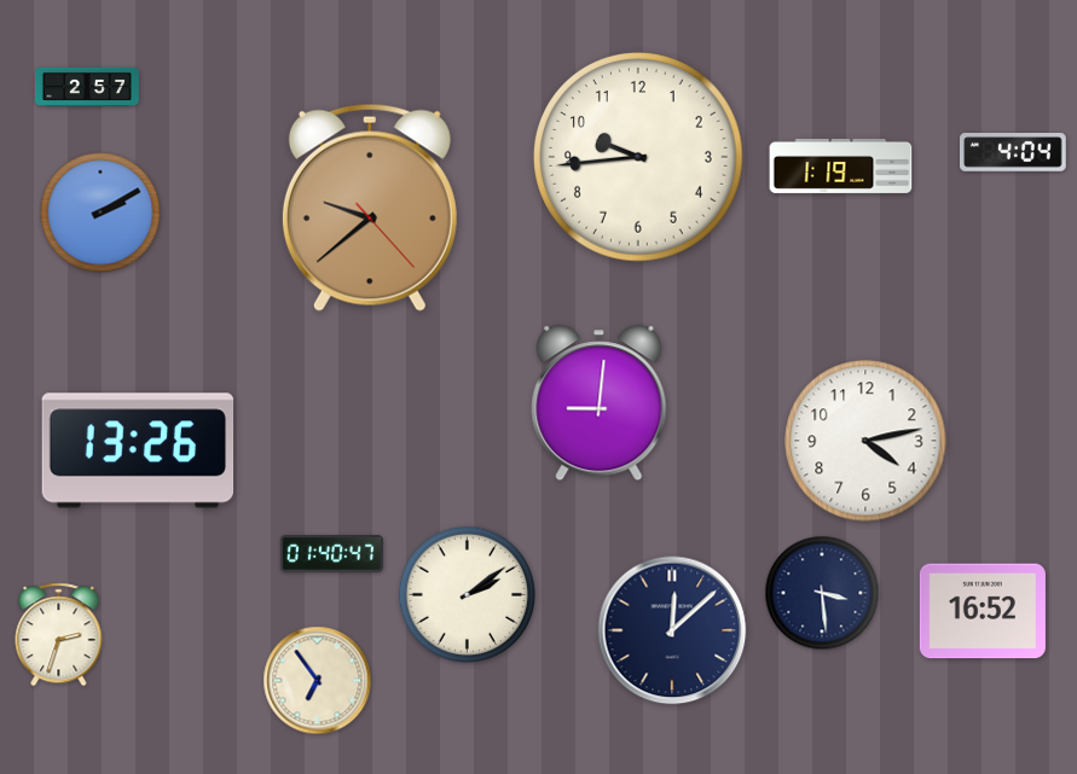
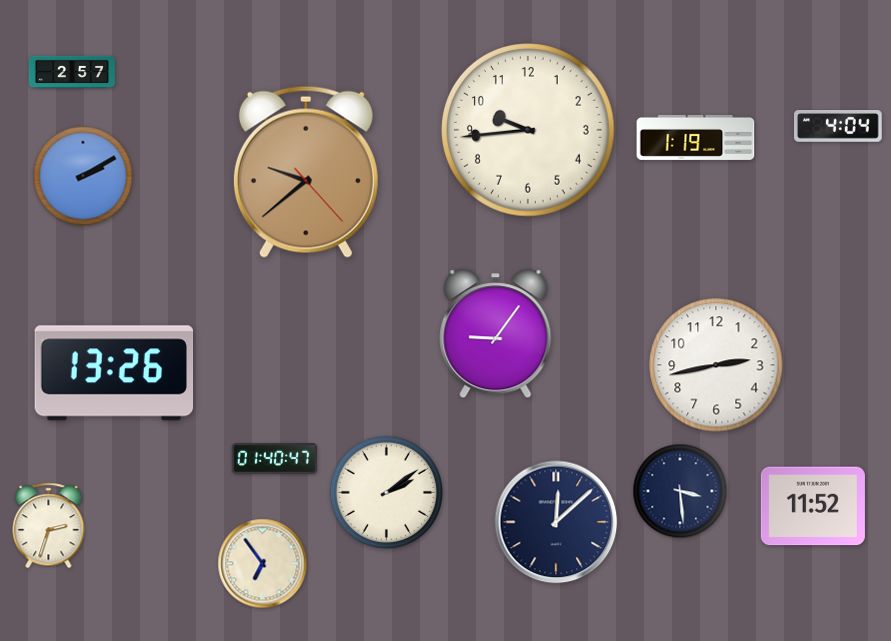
clock at (600, 403): 9:01 -> 9:06
clock at (865, 441): 4:13 -> 2:43
clock at (983, 611): 16:52 -> 11:52
